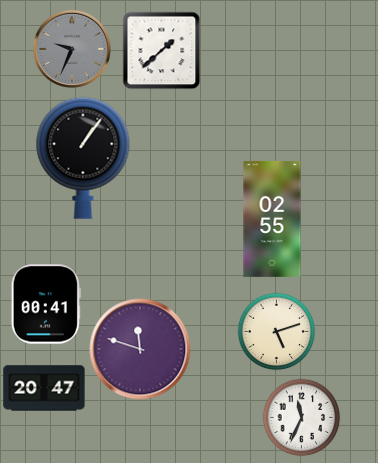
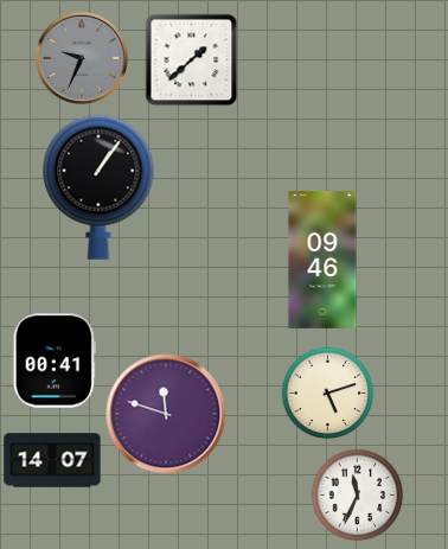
clock at (72, 49) position: (72, 49) -> (82, 58)
clock at (272, 219): 02:55 -> 09:46
clock at (44, 388): 20:47 -> 14:07
